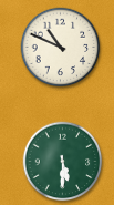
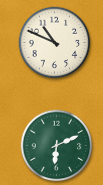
clock at (63, 162): 5:30 -> 6:11
